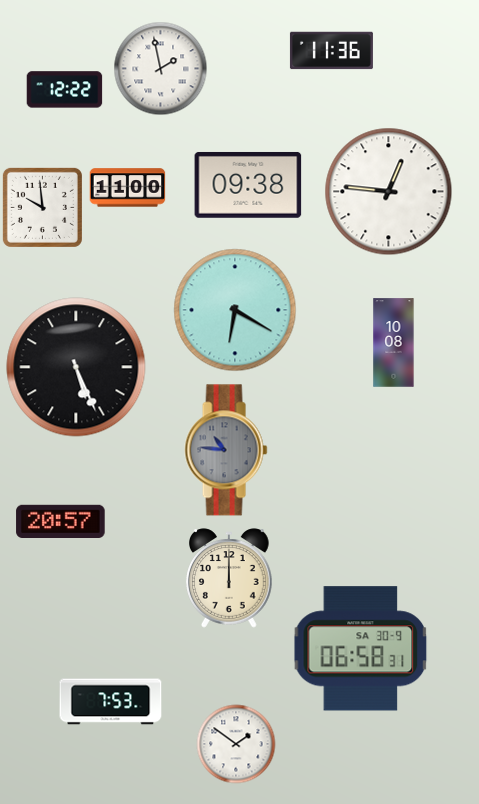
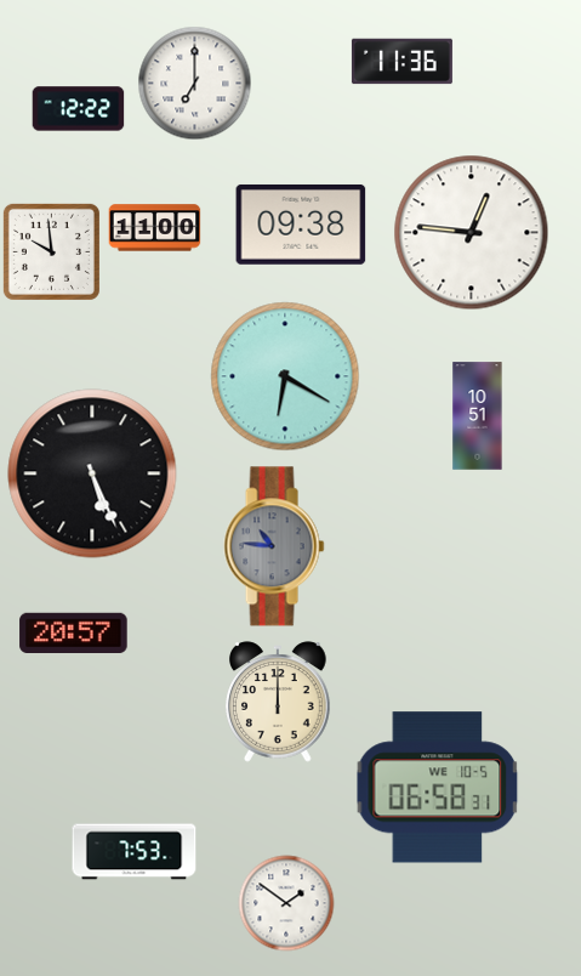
clock at (161, 69): 1:58 -> 7:00
clock at (394, 343): 10:08 -> 10:51
clock at (76, 367) position: (76, 367) -> (92, 473)
clock at (361, 649) date: SA 30-9 -> WE 10-5
